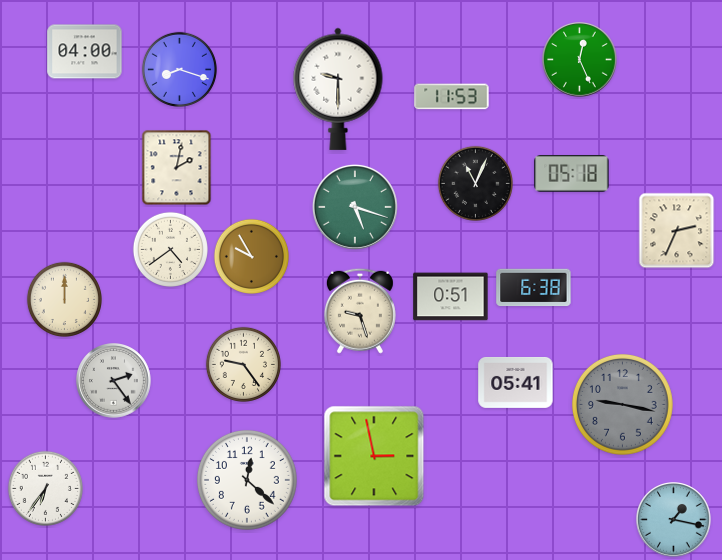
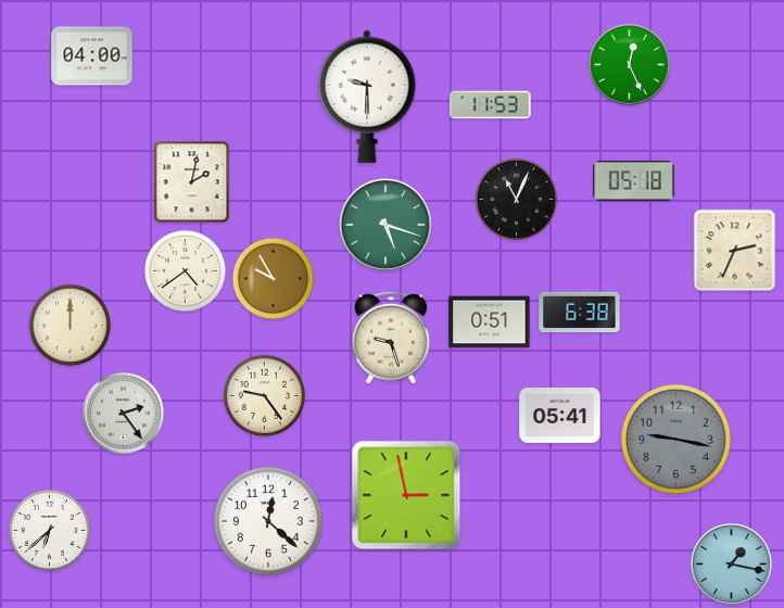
clock at (179, 69): 8:18 -> none
clock at (572, 174) position: (572, 174) -> (634, 181)
clock at (45, 488): 6:36 -> 6:38
